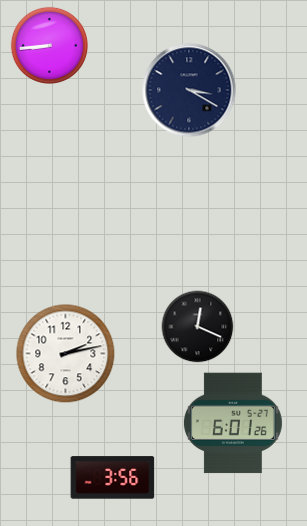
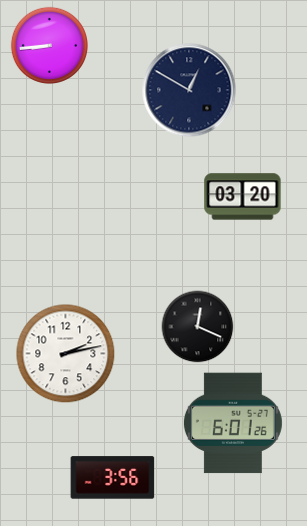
clock at (189, 90): 3:20 -> 12:50
clock at (243, 197): none -> 03:20
